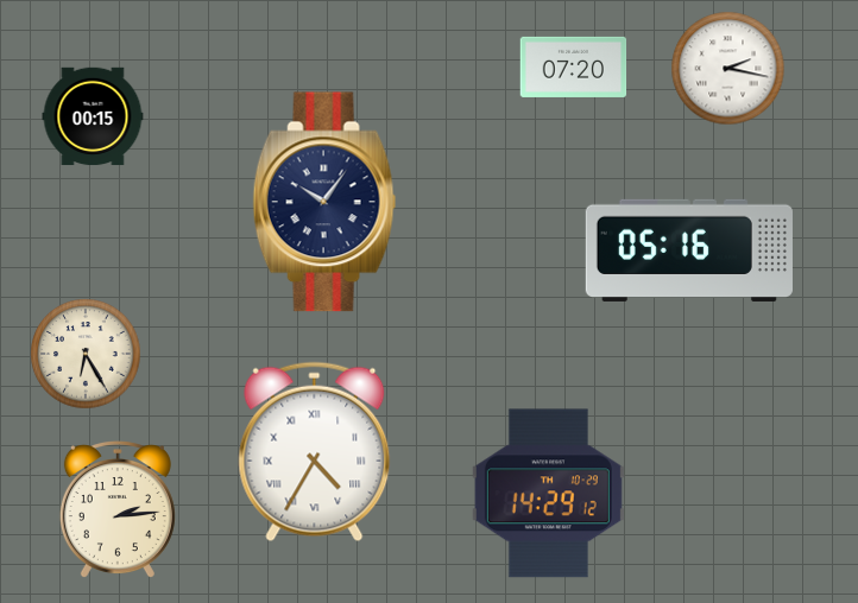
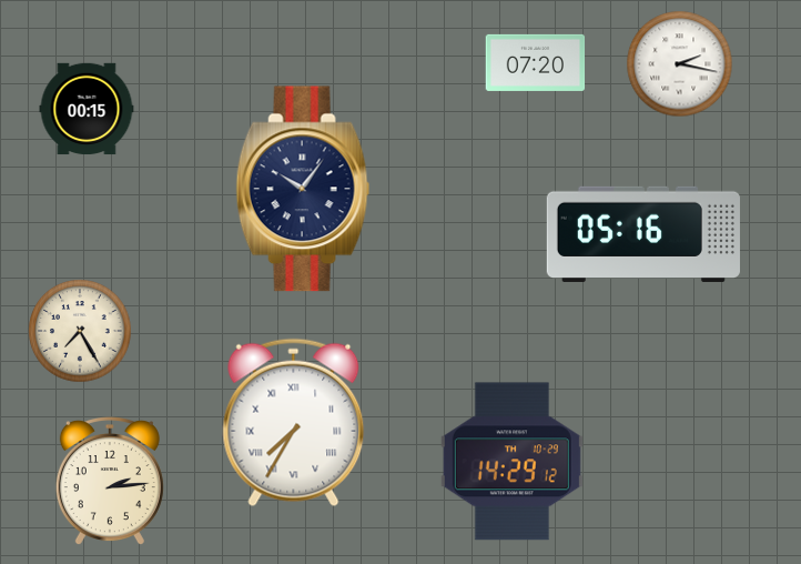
clock at (86, 354): 6:25 -> 7:25
clock at (315, 452): 4:35 -> 7:35
clock at (118, 510) position: (118, 510) -> (110, 482)
